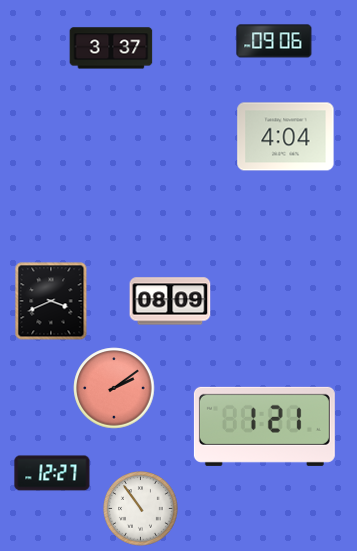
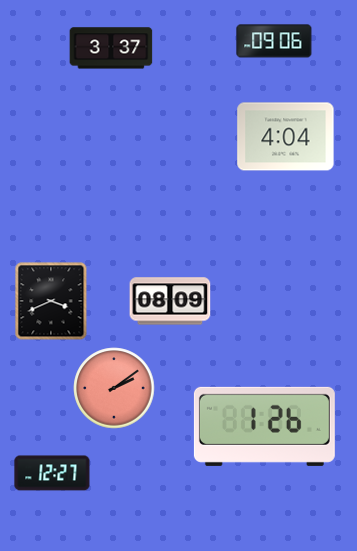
clock at (264, 426): 1:21 -> 1:26
clock at (141, 509): 10:54 -> none
